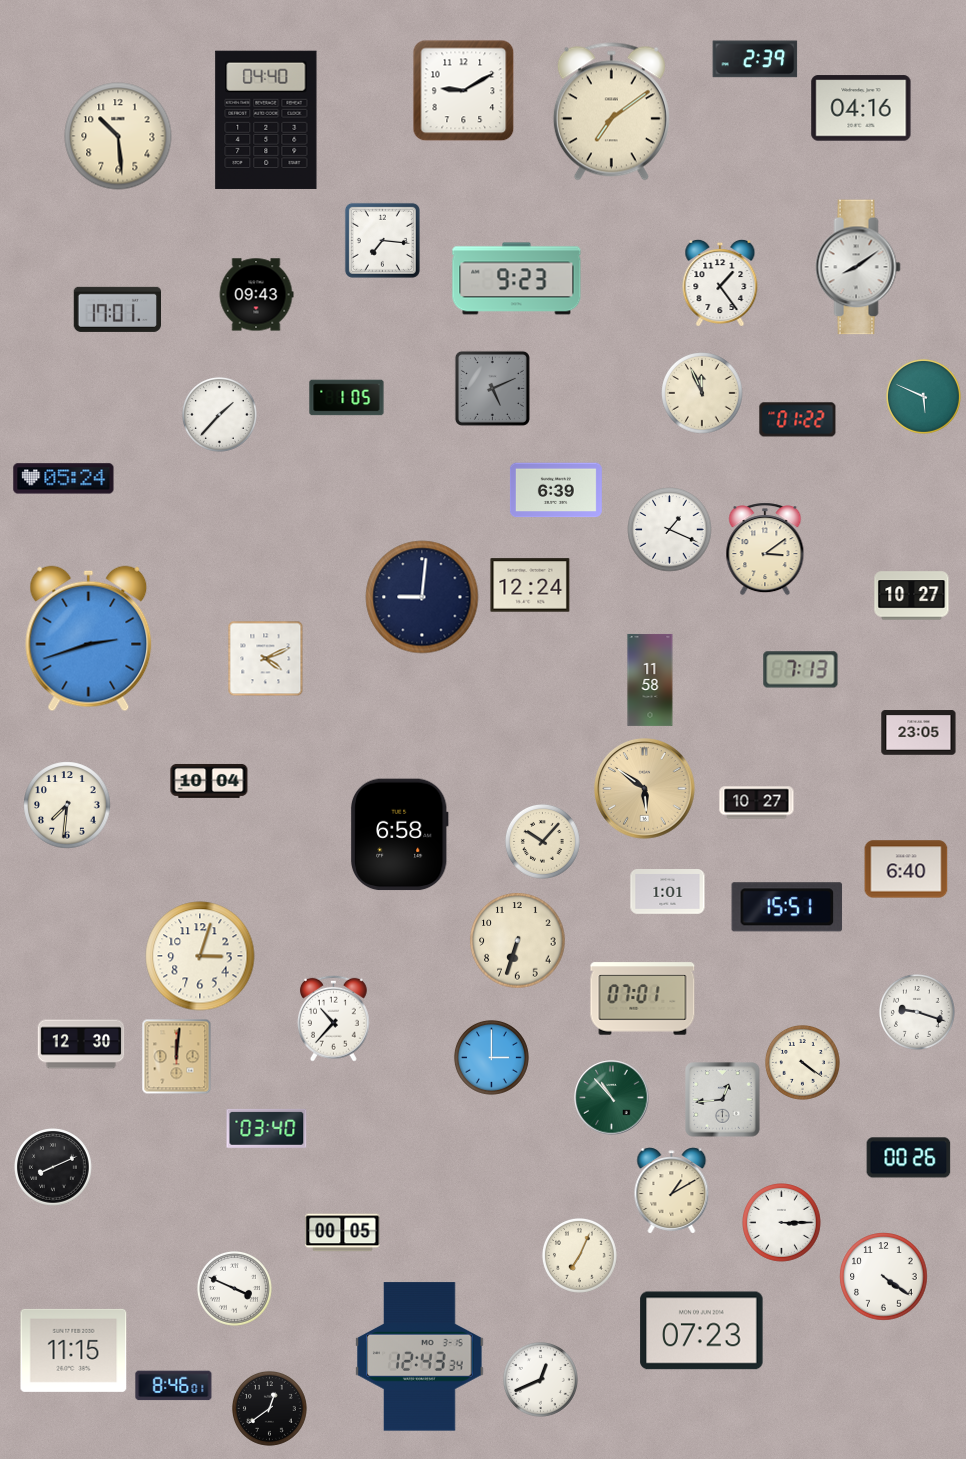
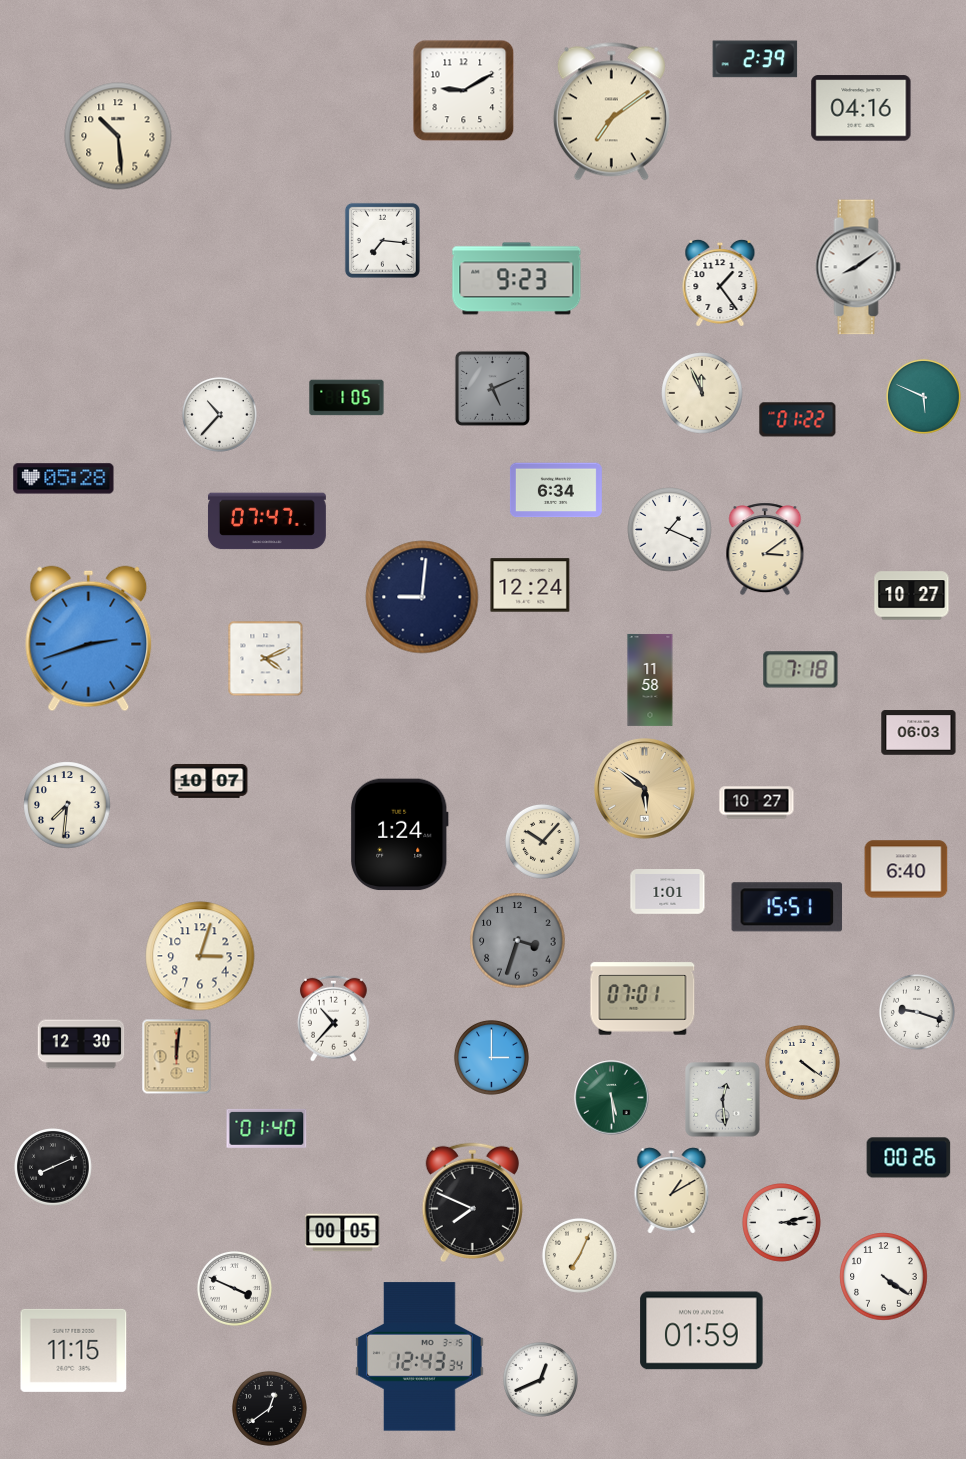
clock at (266, 120): 04:40 -> none
clock at (256, 295): 09:43 -> none
clock at (117, 309): 17:01 -> none
clock at (219, 414): 1:37 -> 10:37
clock at (64, 479): 05:24 -> 05:28
clock at (556, 490): 6:39 -> 6:34
clock at (267, 521): none -> 07:47
clock at (801, 670): 7:13 -> 7:18
clock at (919, 733): 23:05 -> 06:03
clock at (209, 781): 10:04 -> 10:07
clock at (399, 835): 6:58 -> 1:24
clock at (518, 941): 6:33 -> 3:33
clock at (518, 941) dial: cream -> grey
clock at (612, 1098): 10:53 -> 5:29
clock at (723, 1100): 12:44 -> 12:29
clock at (267, 1128): 03:40 -> 01:40
clock at (472, 1203): none -> 7:49
clock at (782, 1223): 3:15 -> 3:13
clock at (702, 1331): 07:23 -> 01:59
clock at (174, 1386): 8:46 -> none
